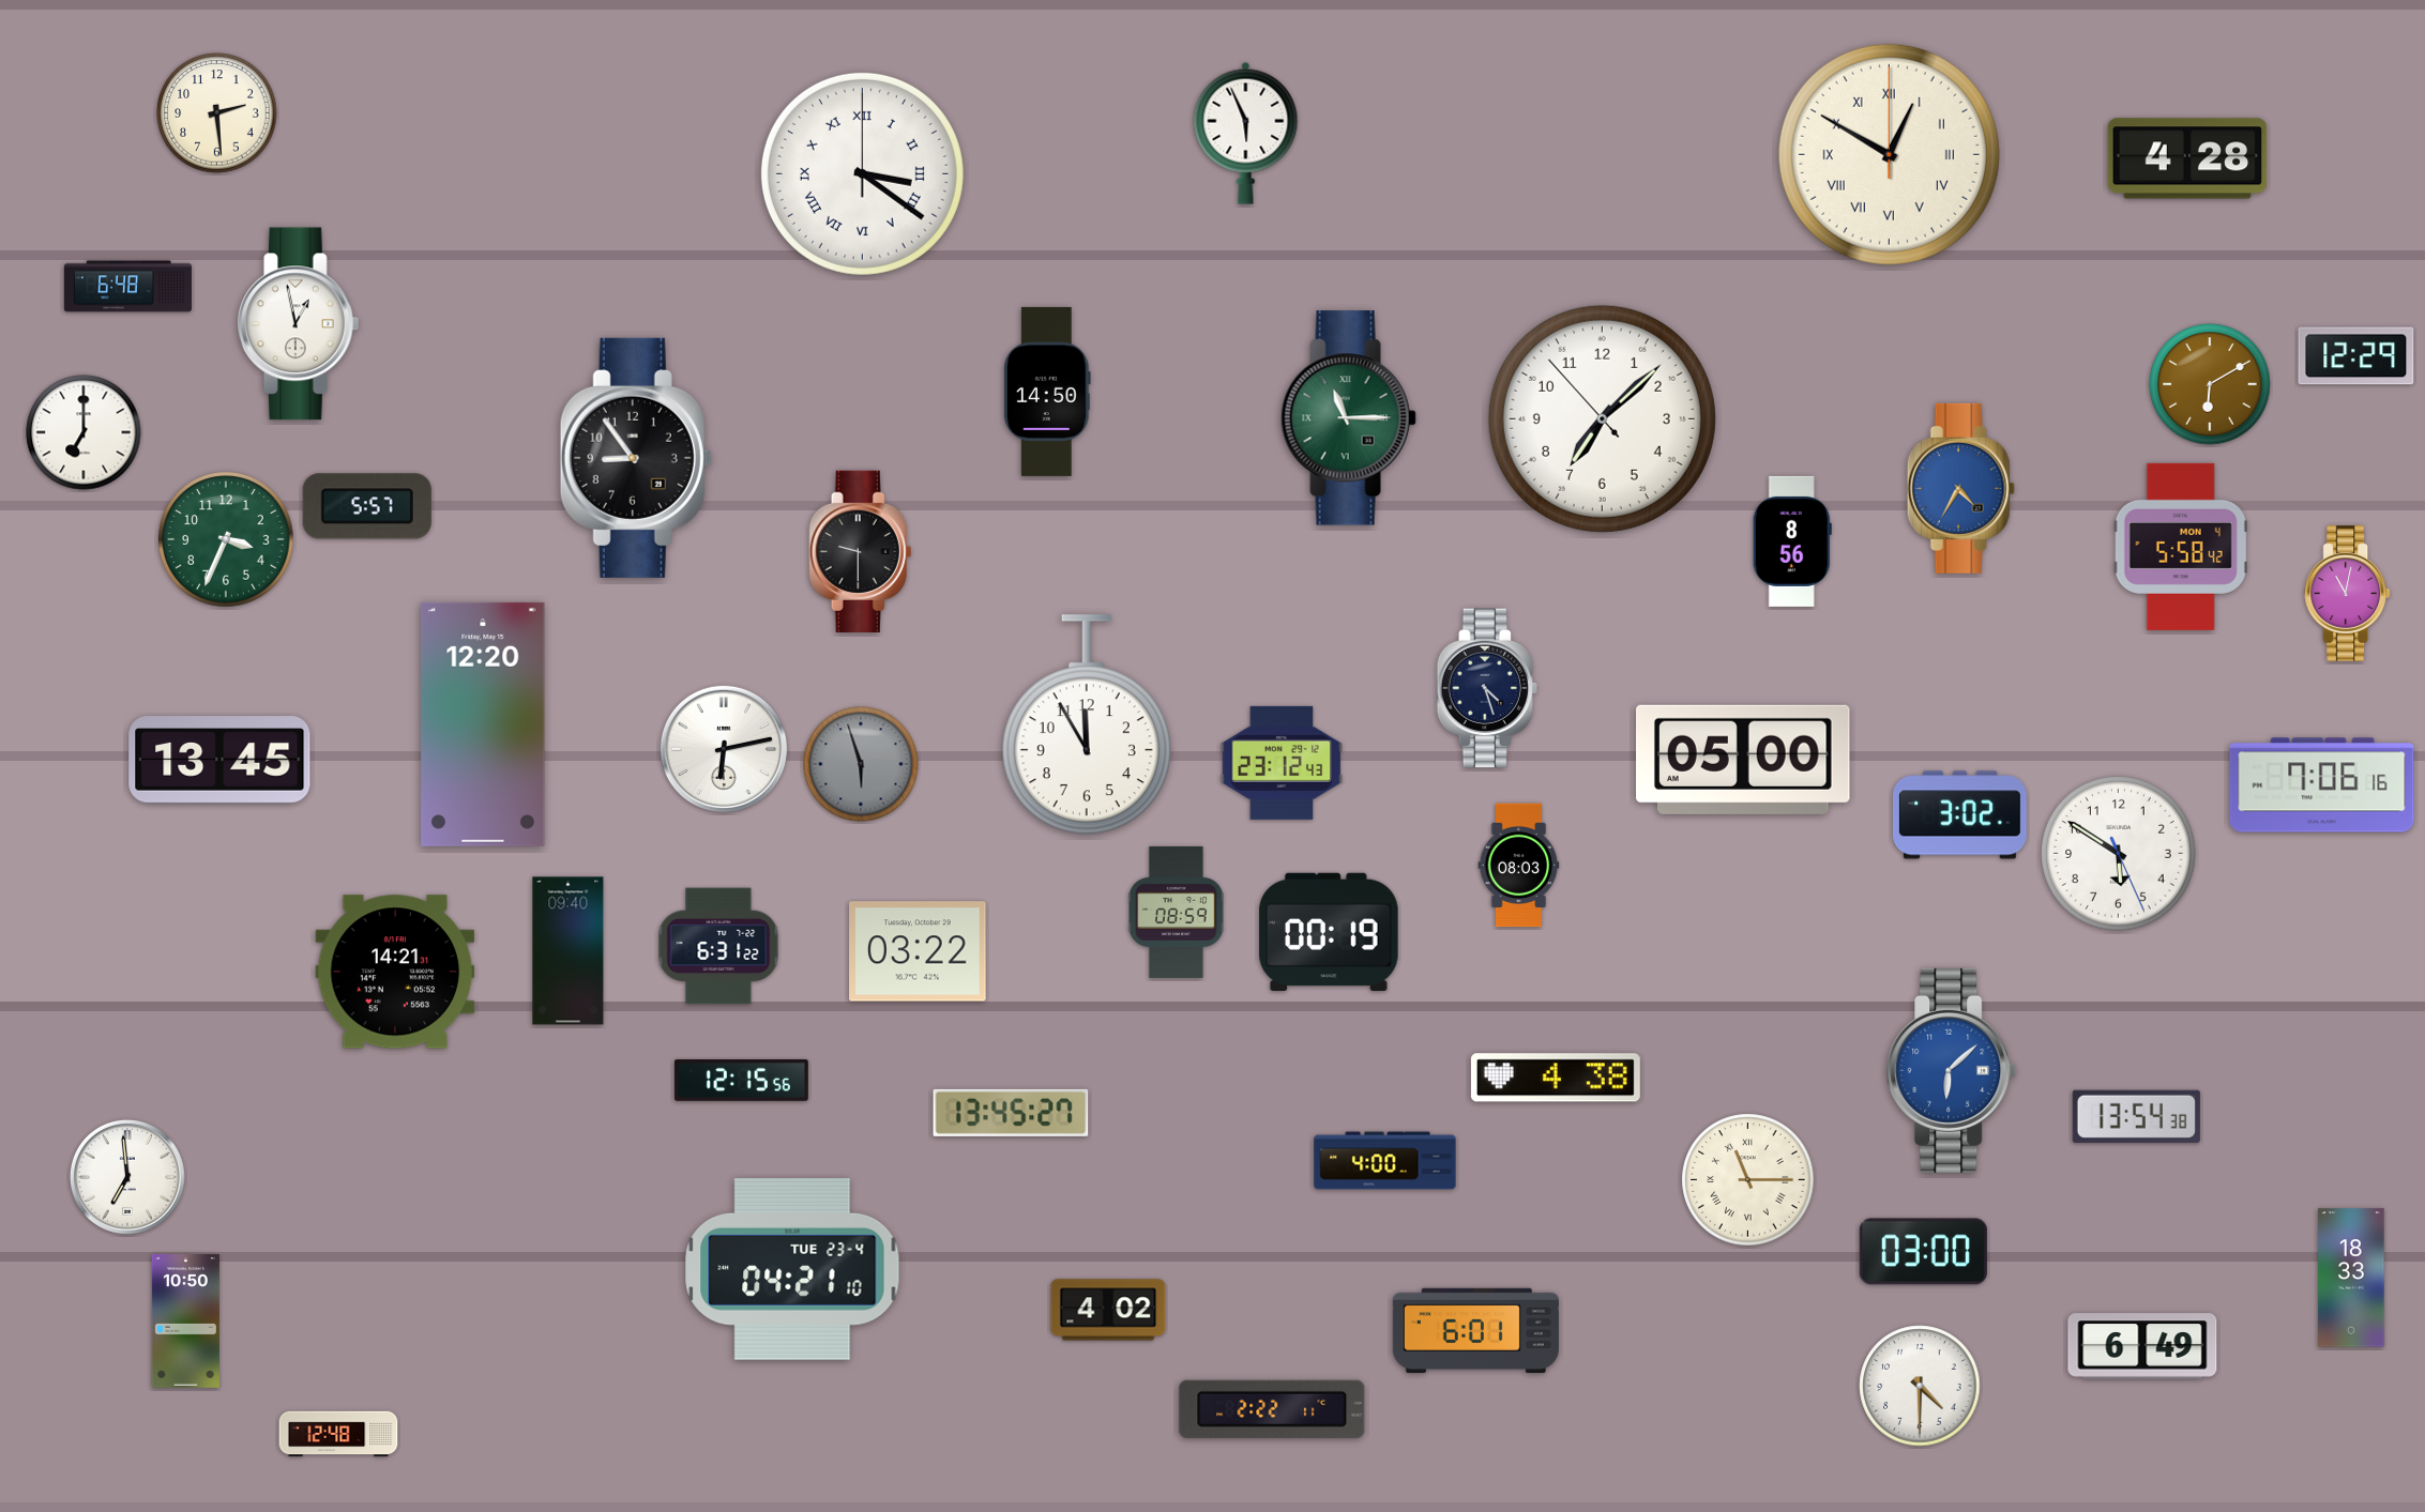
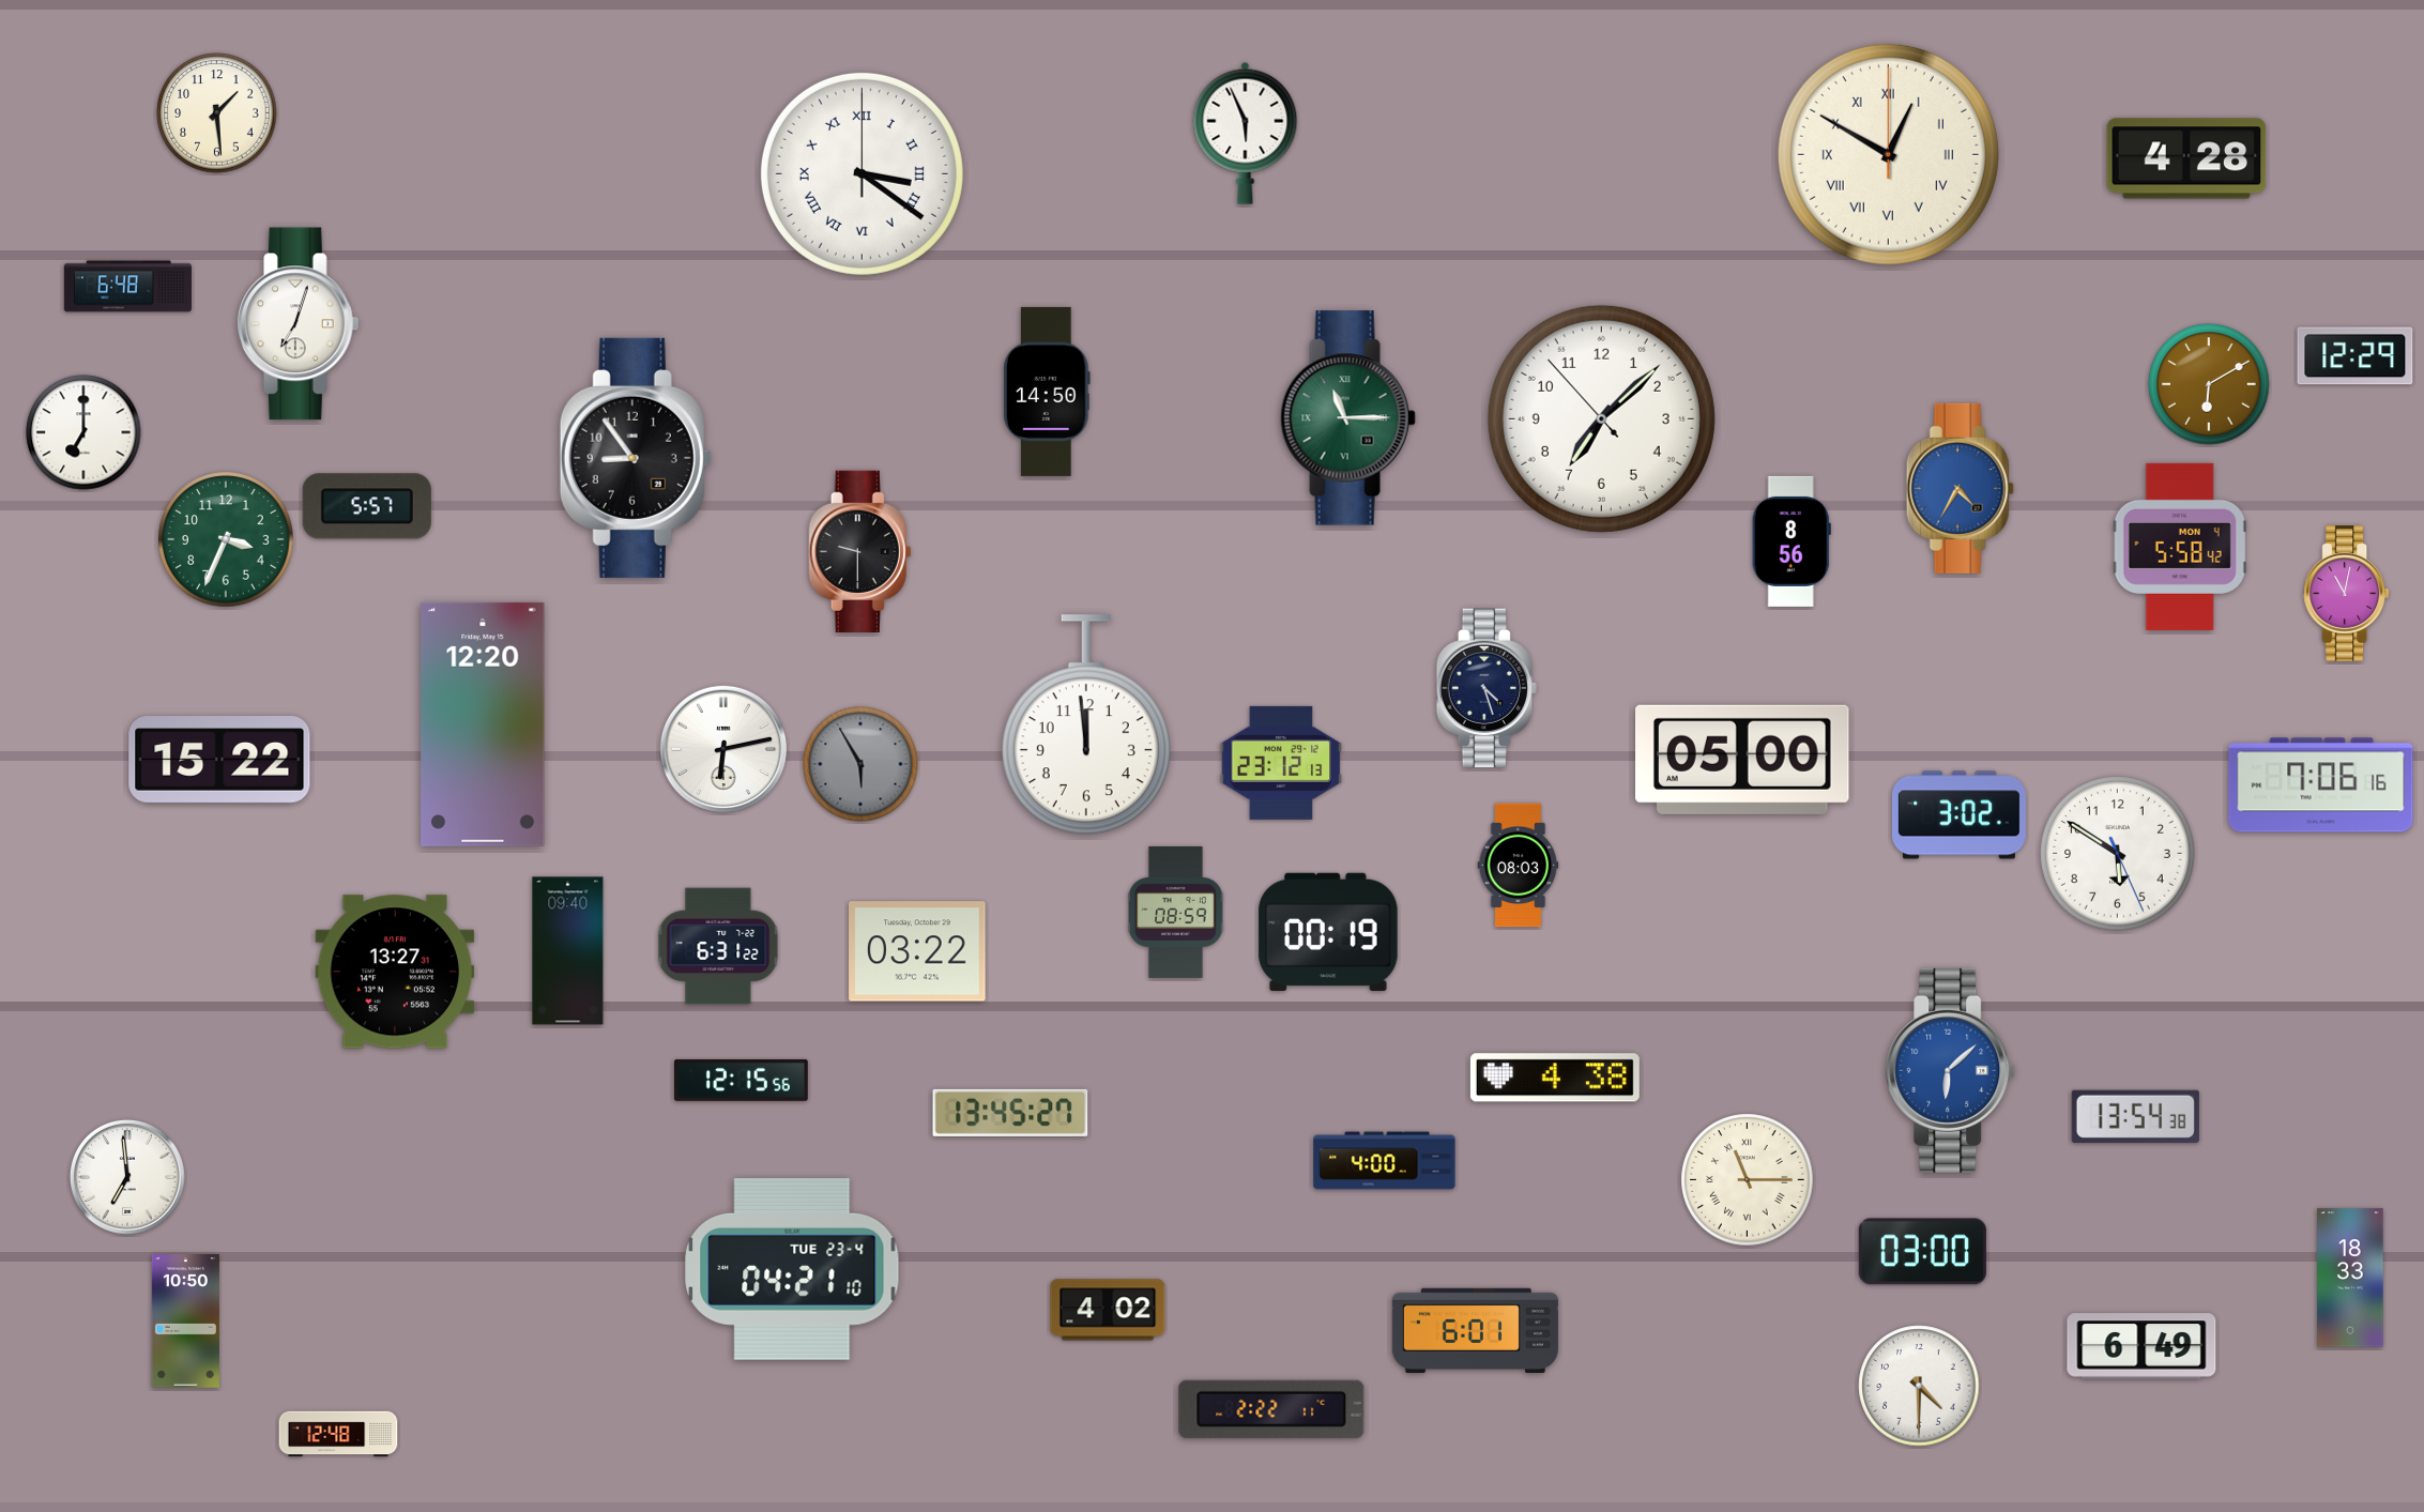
clock at (217, 113): 2:29 -> 1:29
clock at (298, 324): 12:58 -> 7:03
clock at (1087, 726): 11:55 -> 11:59
clock at (219, 760): 13:45 -> 15:22
clock at (1282, 763): 23:12:43 -> 23:12:13
clock at (861, 764): 5:57 -> 5:55
clock at (395, 972): 14:21 -> 13:27
